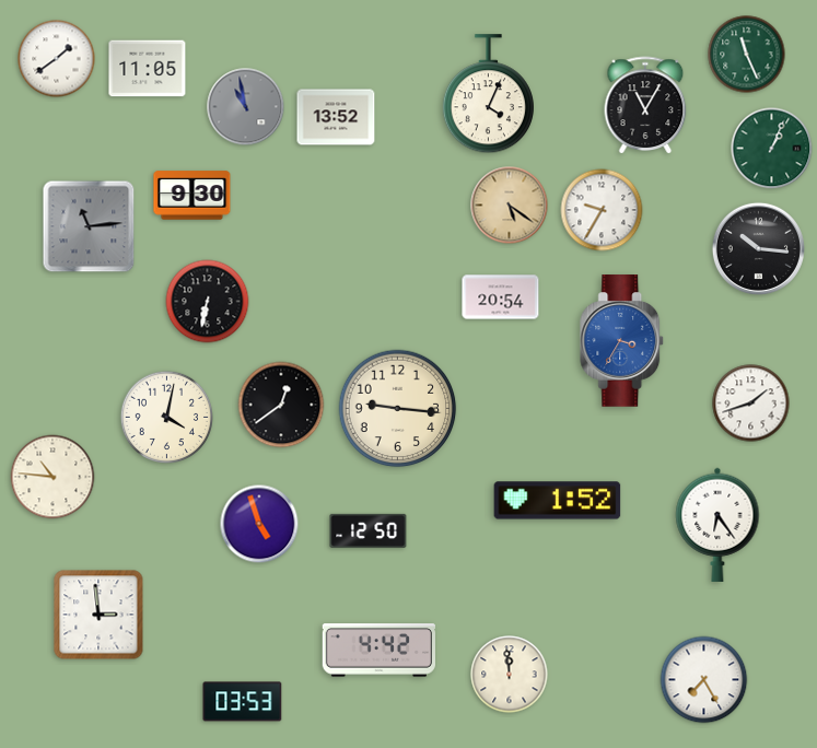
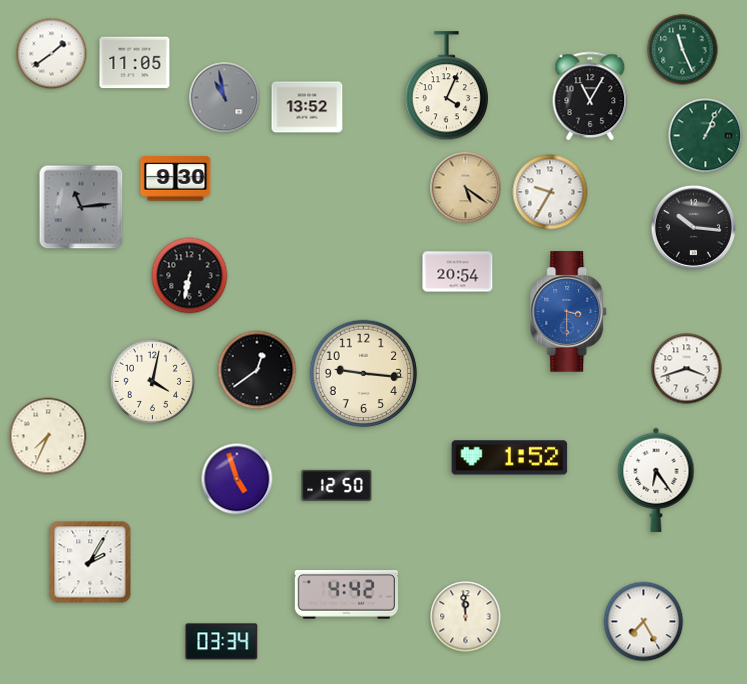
clock at (622, 341): 3:35 -> 3:30
clock at (751, 404): 1:42 -> 3:42
clock at (52, 477): 10:46 -> 7:34
clock at (98, 615): 2:59 -> 2:05
clock at (243, 702): 03:53 -> 03:34
